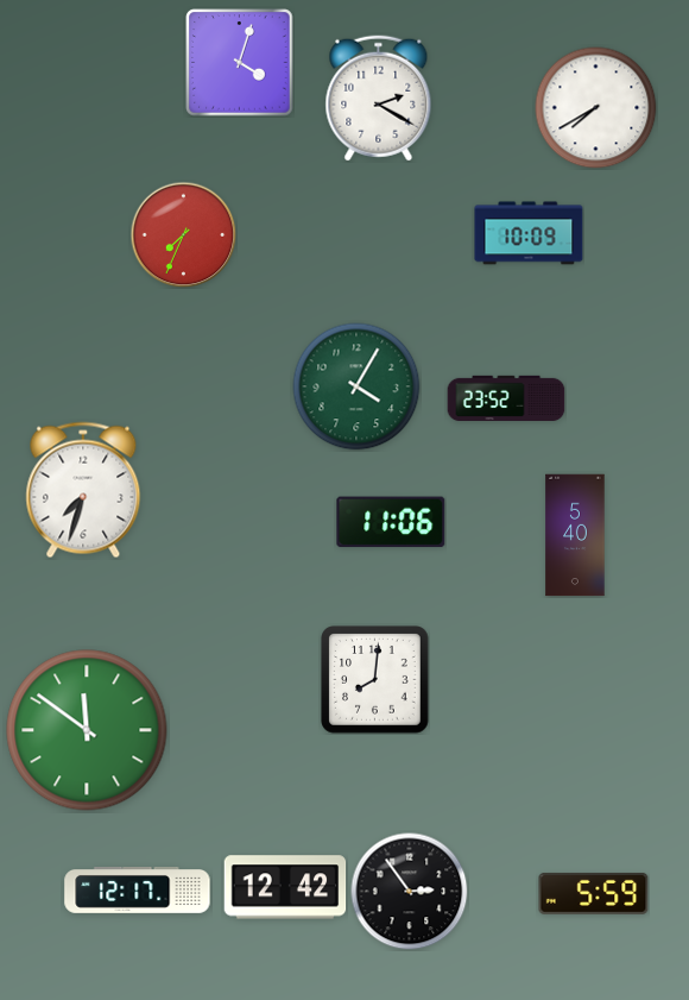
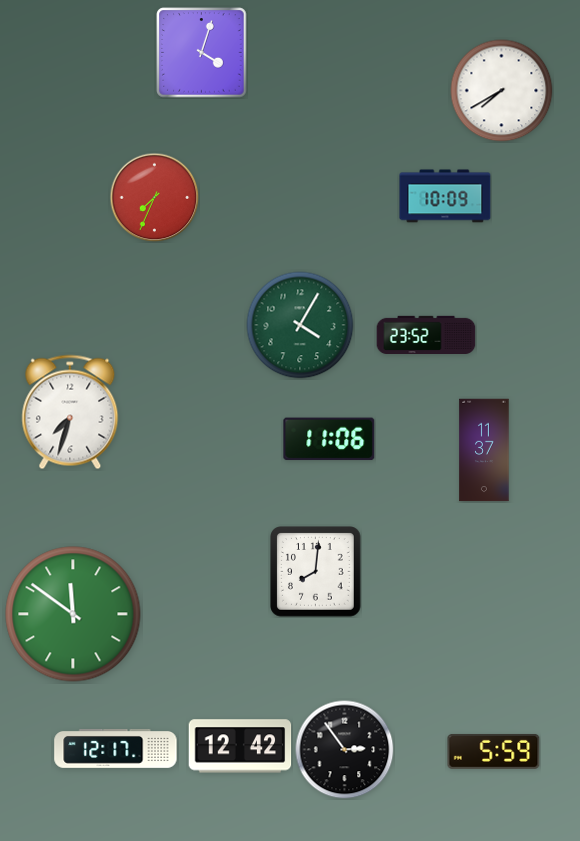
clock at (379, 99): 2:20 -> none
clock at (575, 535): 5:40 -> 11:37
clock at (594, 893) position: (594, 893) -> (494, 751)
